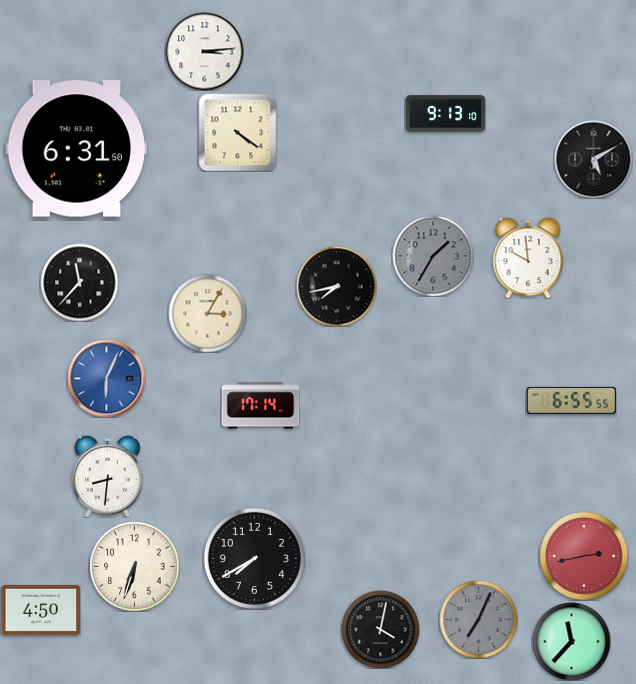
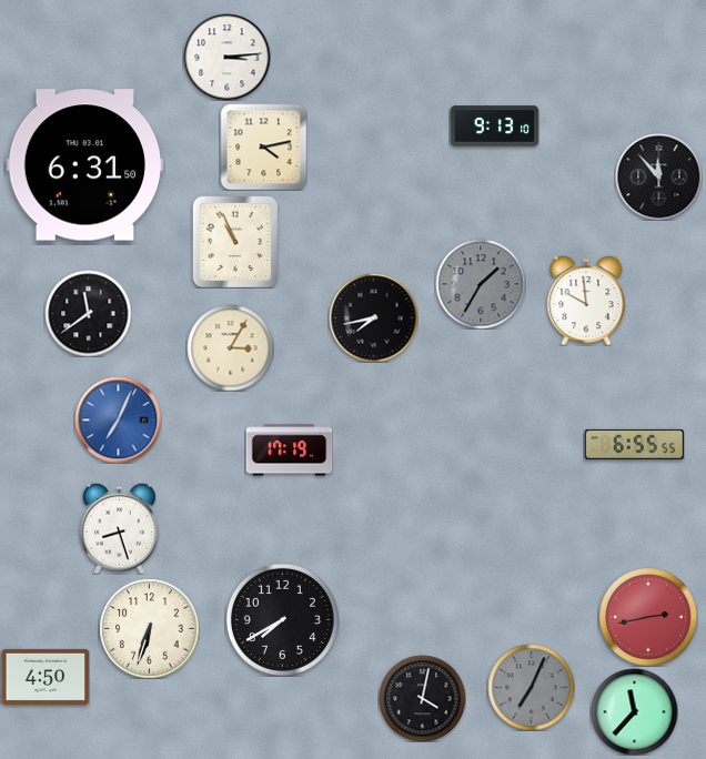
clock at (237, 132): 4:21 -> 4:13
clock at (593, 159): 5:10 -> 11:53
clock at (235, 242): none -> 10:56
clock at (528, 258) position: (528, 258) -> (586, 301)
clock at (79, 282): 11:37 -> 11:39
clock at (106, 378): 6:04 -> 7:04
clock at (260, 406): 17:14 -> 17:19
clock at (108, 476): 8:31 -> 8:27
